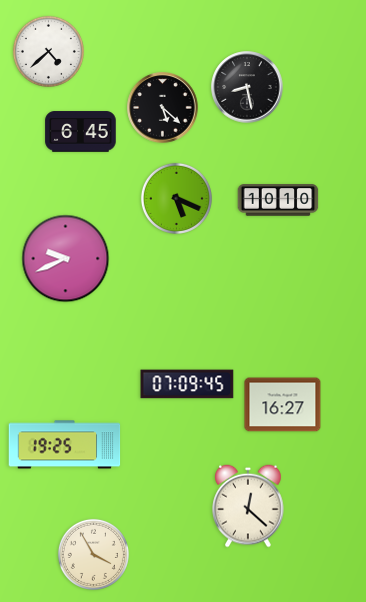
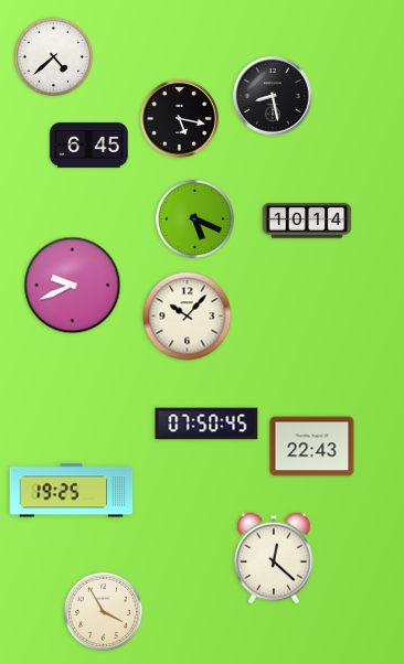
clock at (163, 108): 5:22 -> 5:17
clock at (278, 200): 10:10 -> 10:14
clock at (188, 317): none -> 10:07
clock at (187, 384): 07:09 -> 07:50
clock at (283, 405): 16:27 -> 22:43
